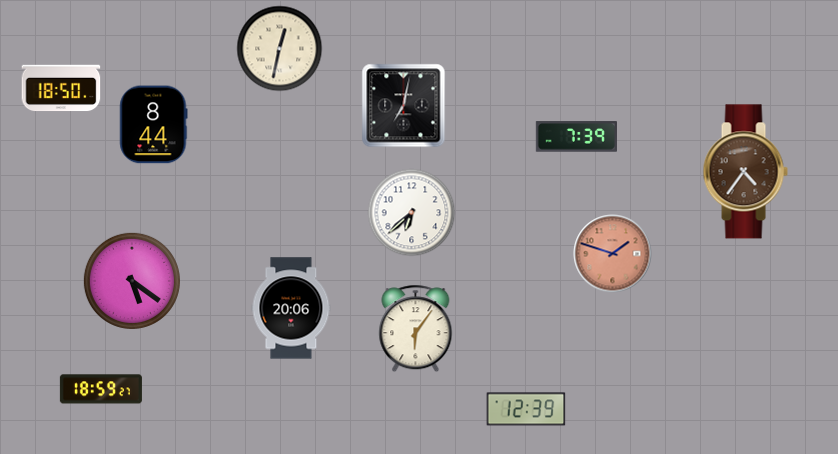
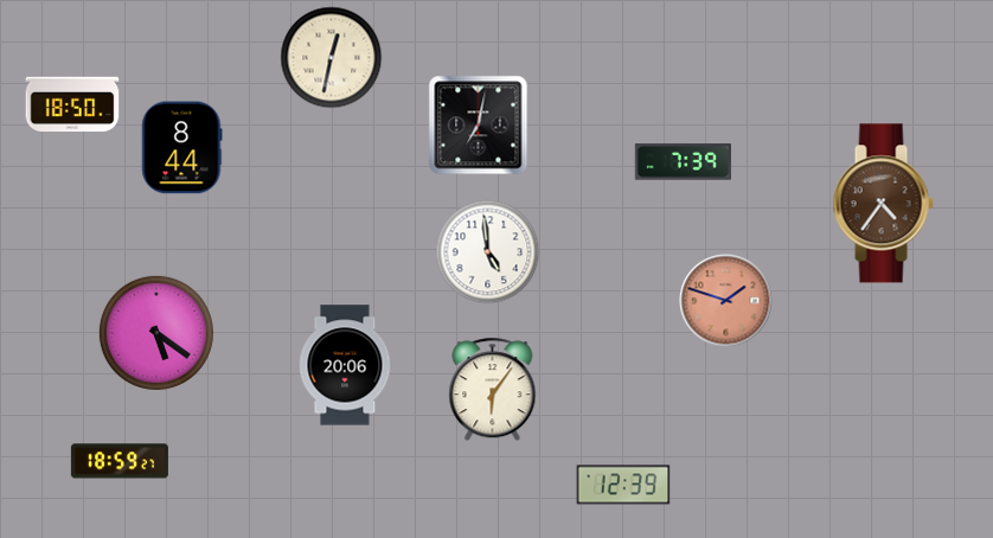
clock at (412, 213): 6:38 -> 4:59
